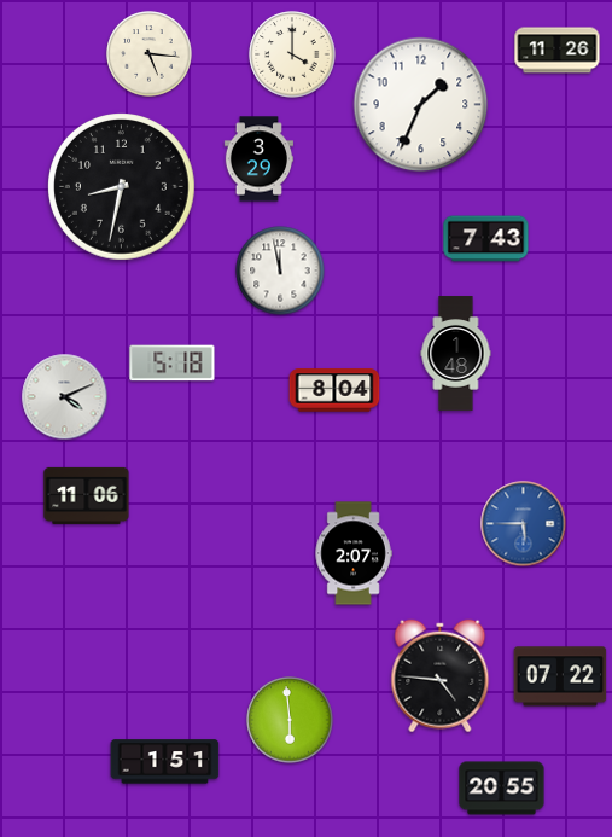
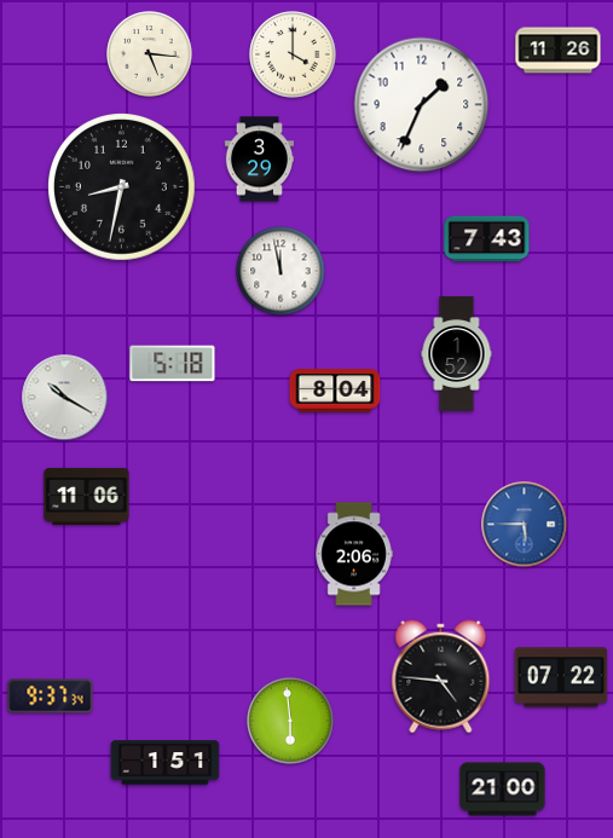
clock at (456, 354): 1:48 -> 1:52
clock at (65, 397): 4:11 -> 10:20
clock at (354, 553): 2:07 -> 2:06
clock at (51, 697): none -> 9:37
clock at (502, 789): 20:55 -> 21:00
